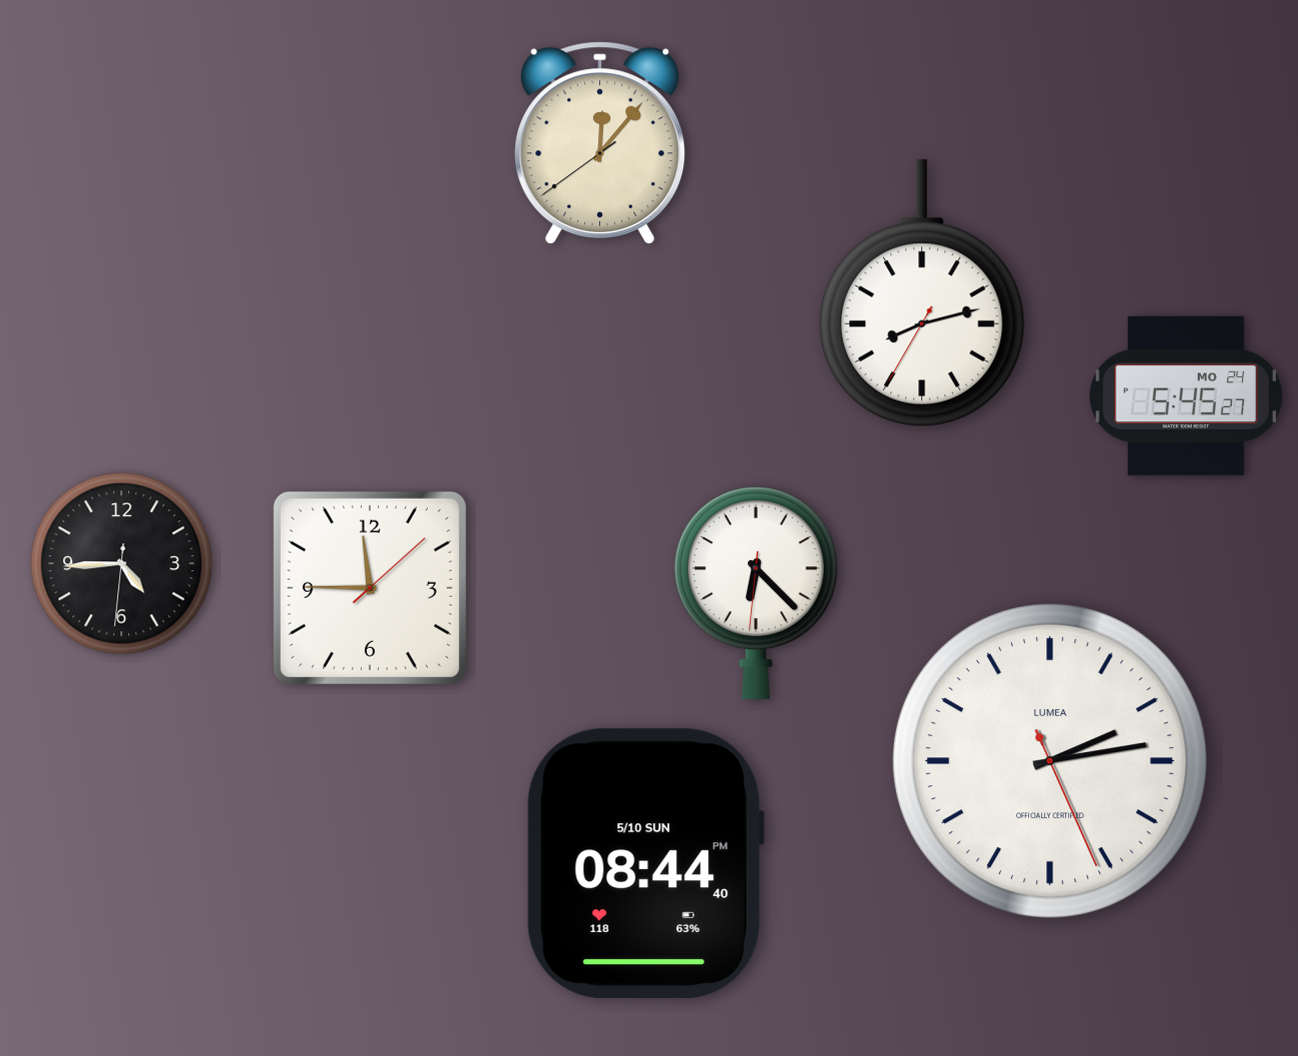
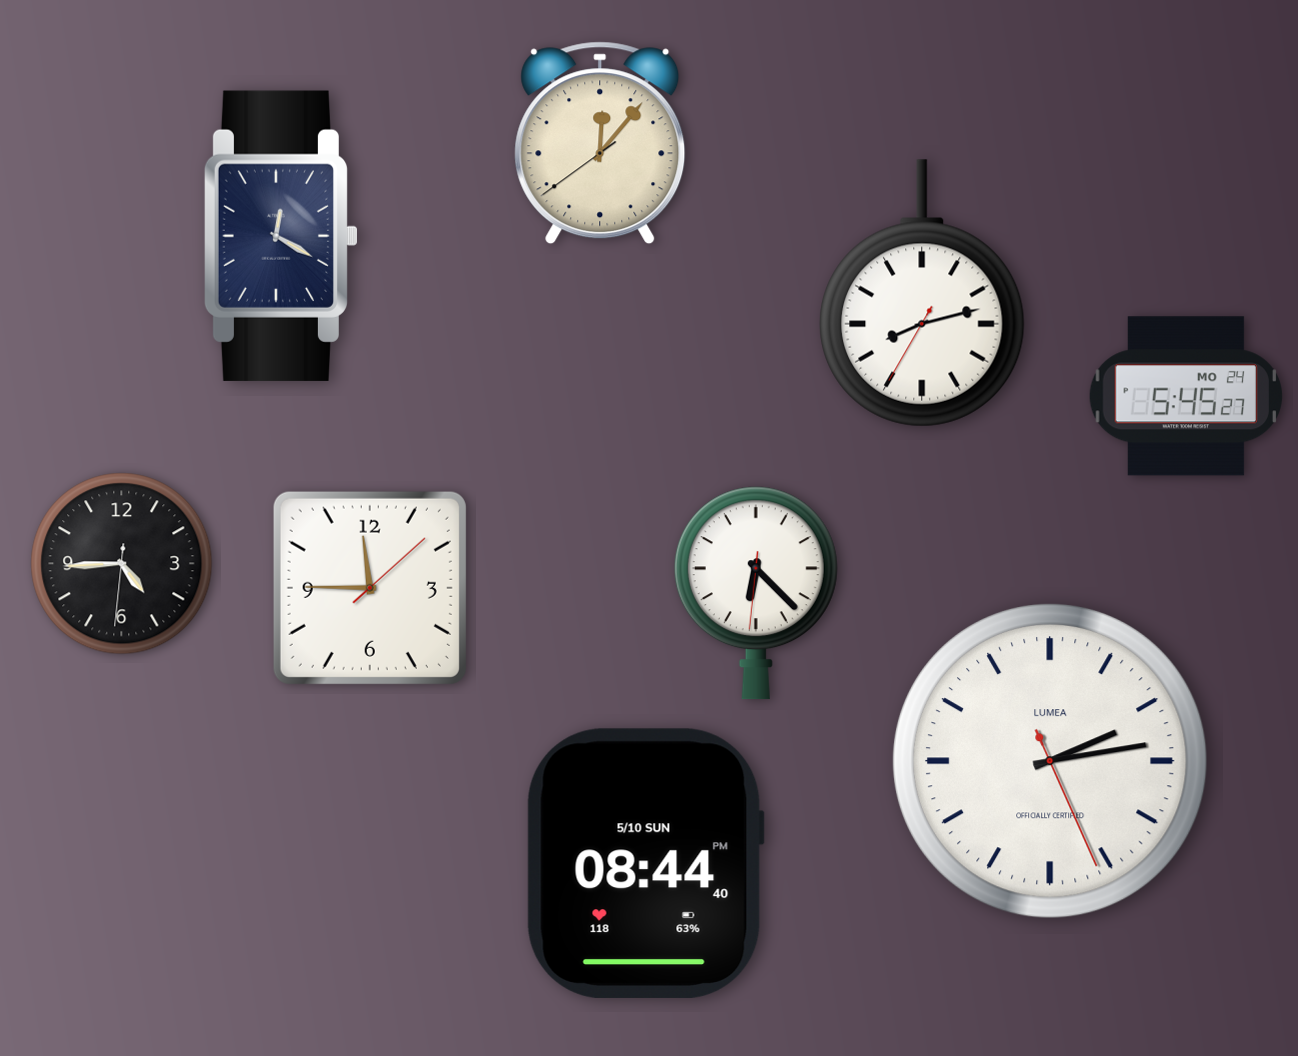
clock at (280, 236): none -> 12:20
